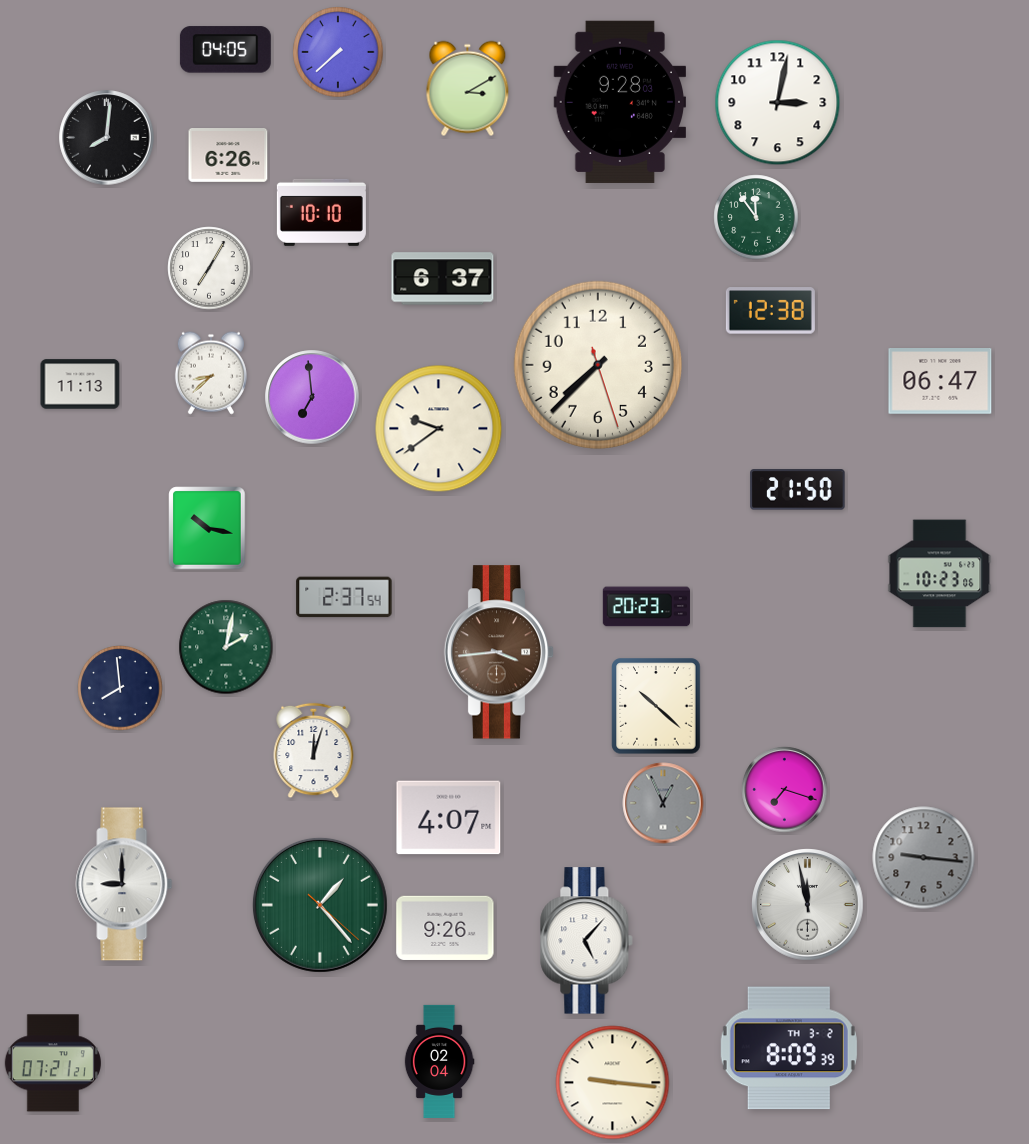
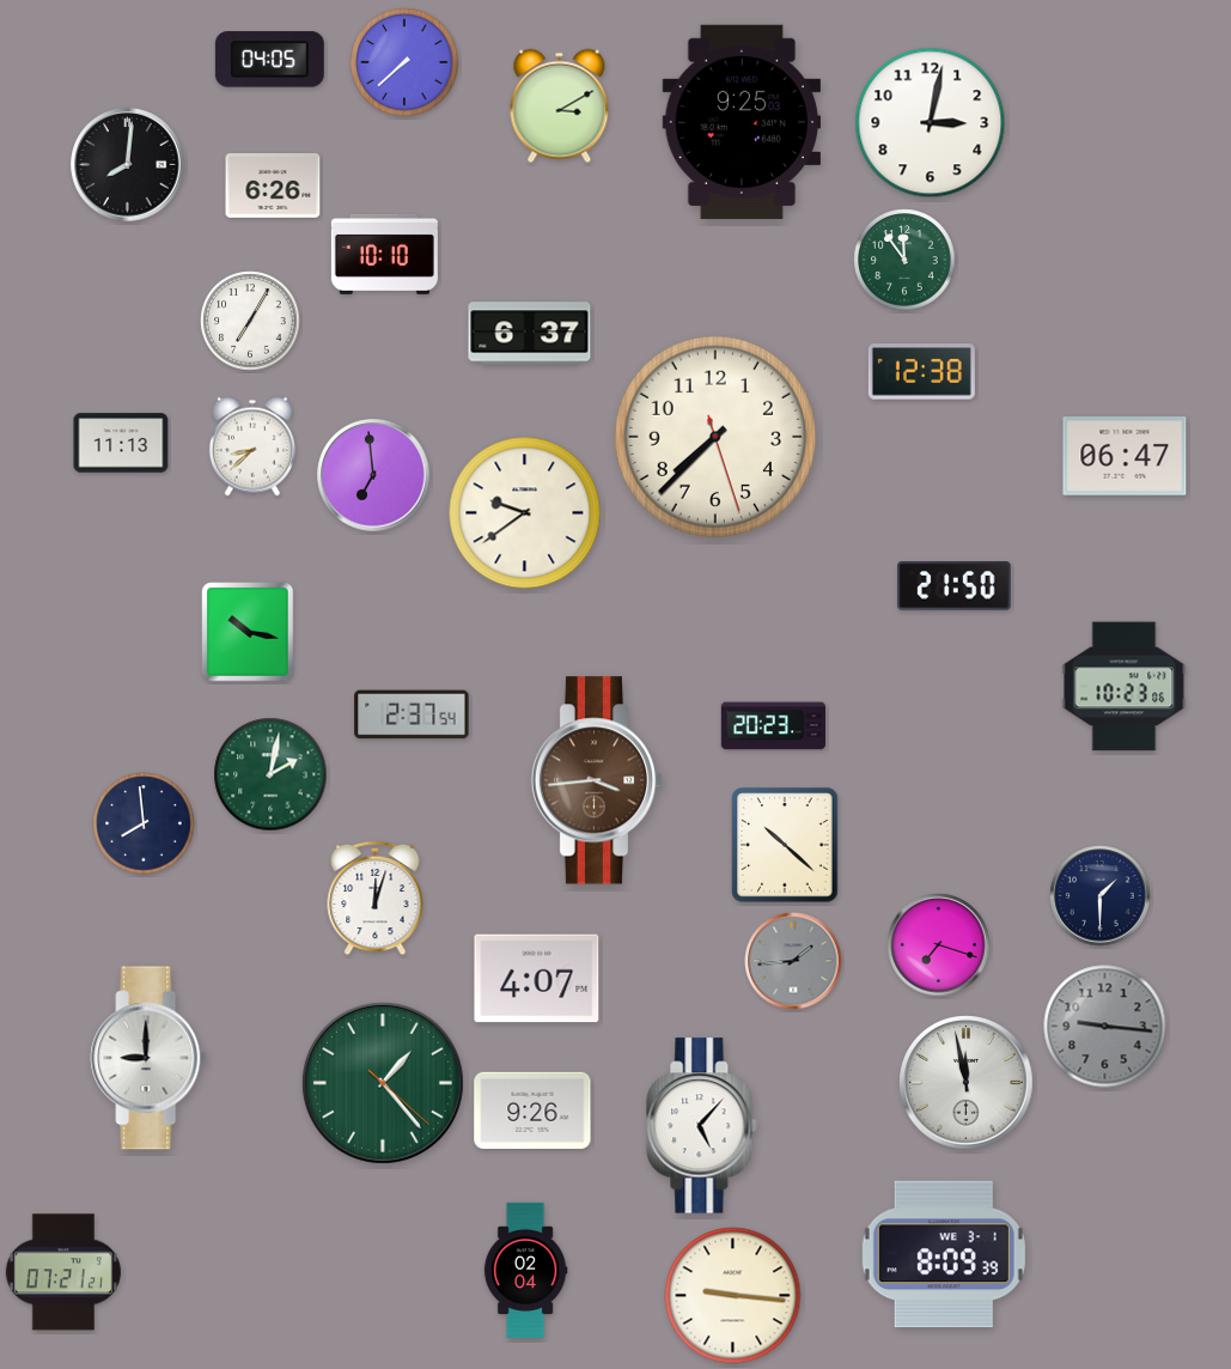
clock at (619, 102): 9:28 -> 9:25
clock at (80, 384) position: (80, 384) -> (121, 443)
clock at (1101, 896): none -> 1:30
clock at (663, 803): 12:56 -> 1:44
clock at (789, 1048) date: TH 3-2 -> WE 3-1
